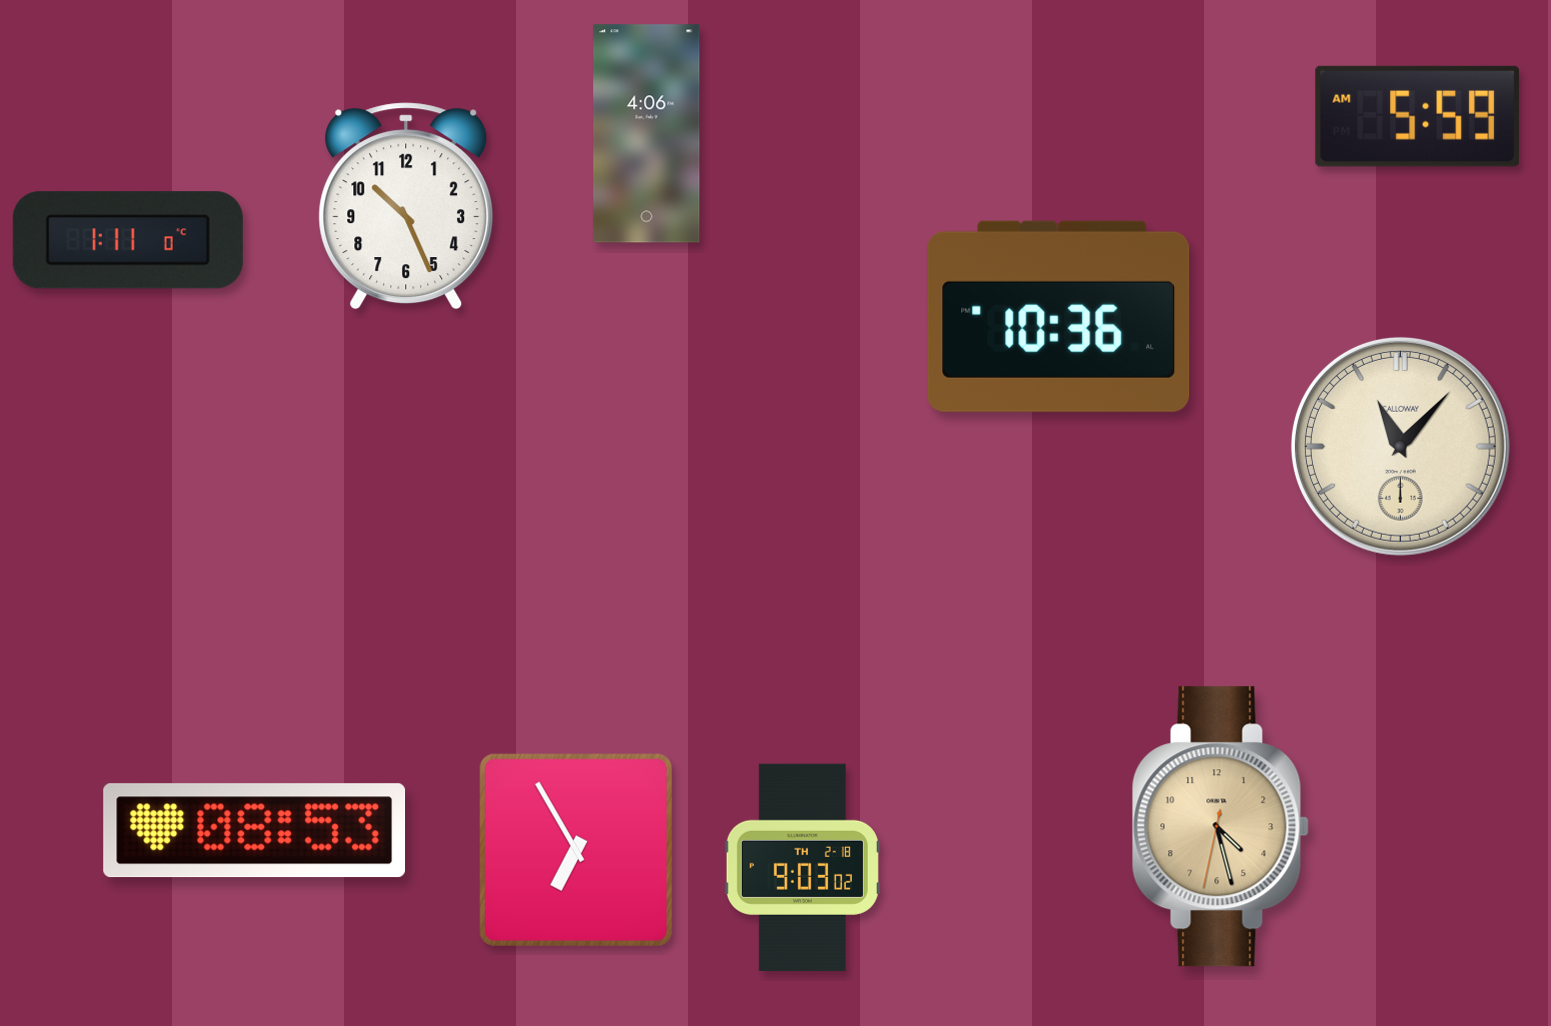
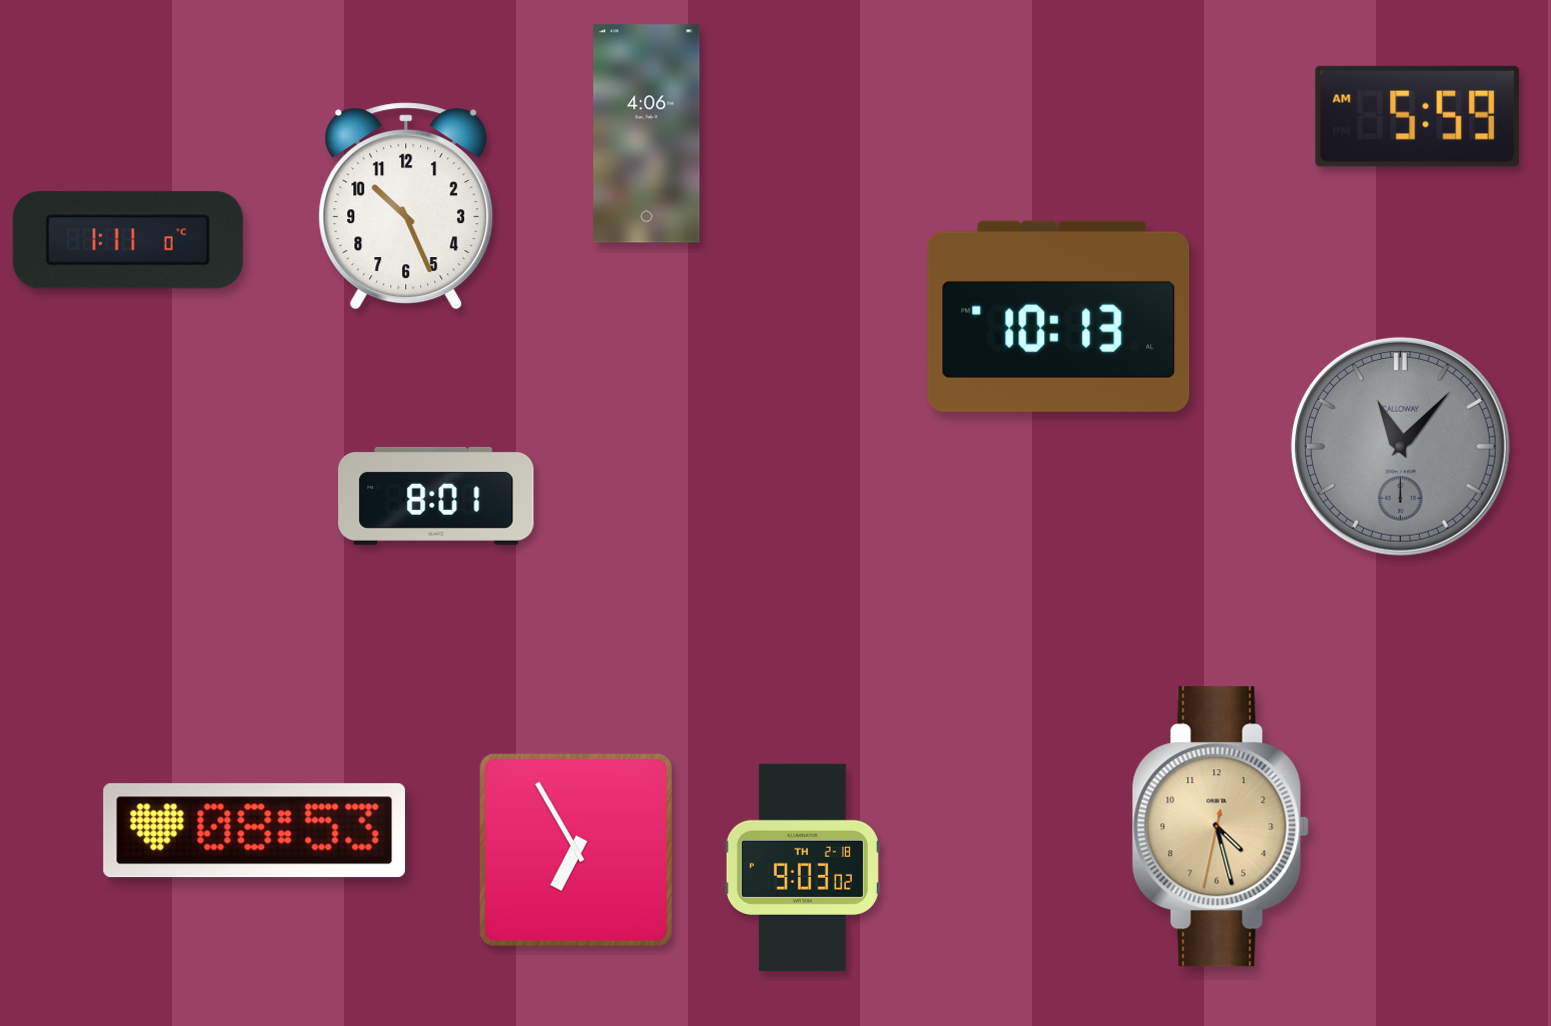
clock at (1059, 316): 10:36 -> 10:13
clock at (1400, 446) dial: cream -> grey
clock at (436, 496): none -> 8:01
